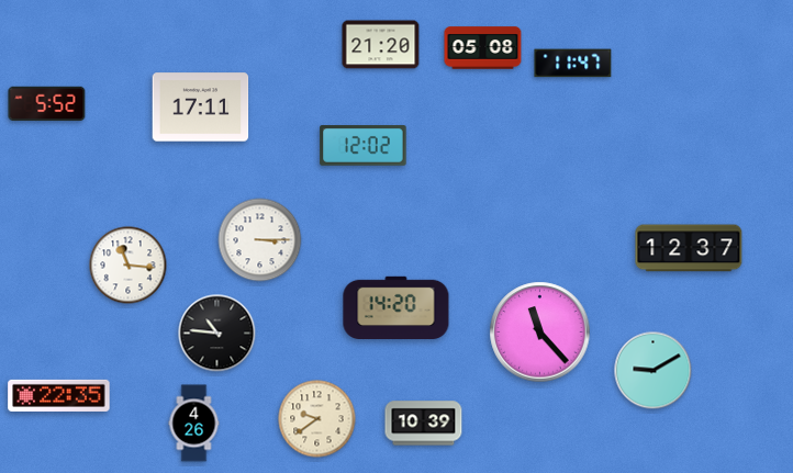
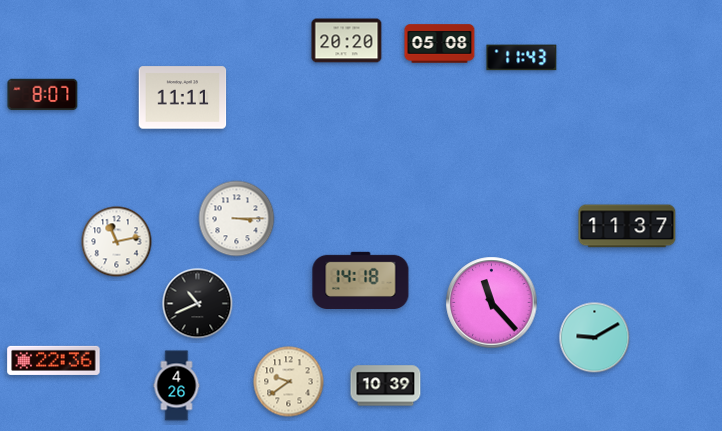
clock at (381, 45): 21:20 -> 20:20
clock at (573, 64): 11:47 -> 11:43
clock at (47, 104): 5:52 -> 8:07
clock at (201, 108): 17:11 -> 11:11
clock at (364, 146): 12:02 -> none
clock at (689, 248): 12:37 -> 11:37
clock at (129, 266): 11:16 -> 11:13
clock at (396, 307): 14:20 -> 14:18
clock at (217, 334): 10:46 -> 10:41
clock at (59, 395): 22:35 -> 22:36
